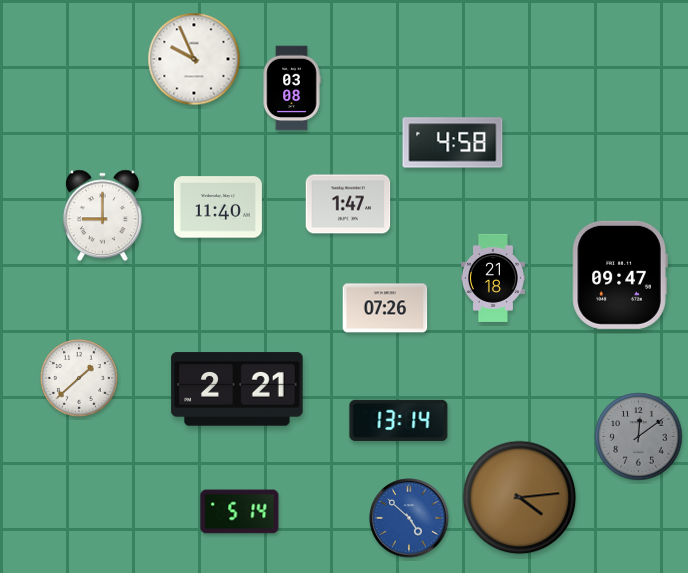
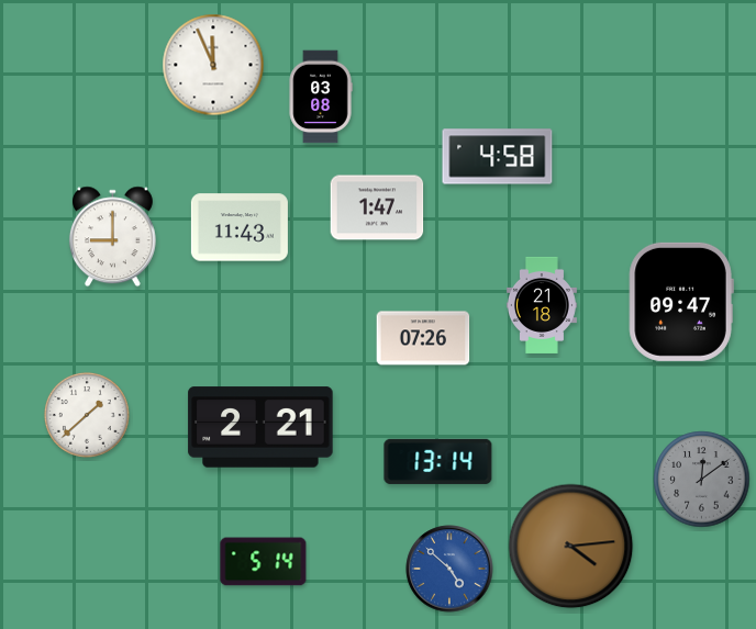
clock at (194, 59): 9:56 -> 11:56
clock at (348, 204) position: (348, 204) -> (377, 207)
clock at (218, 207): 11:40 -> 11:43
